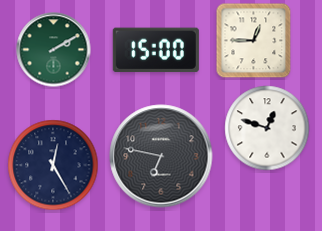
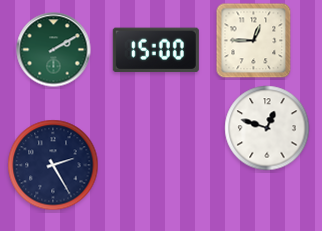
clock at (161, 156): 6:47 -> none
clock at (53, 165): 12:25 -> 2:25
